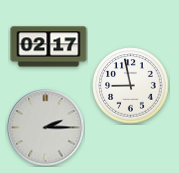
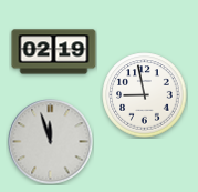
clock at (49, 47): 02:17 -> 02:19
clock at (46, 128): 2:15 -> 11:57
